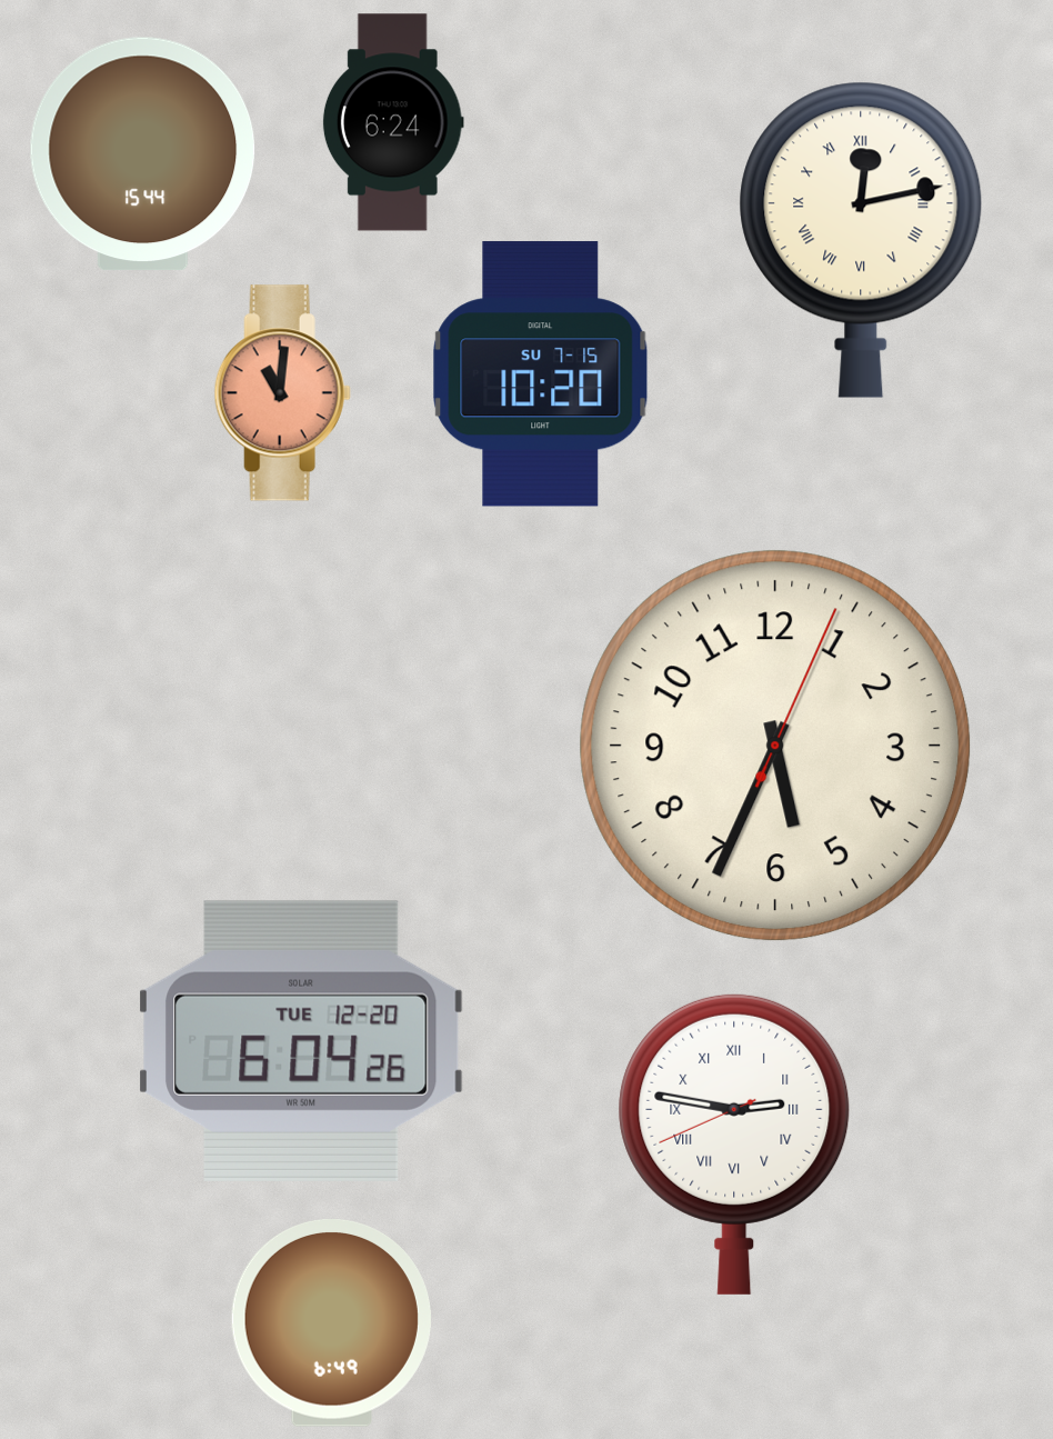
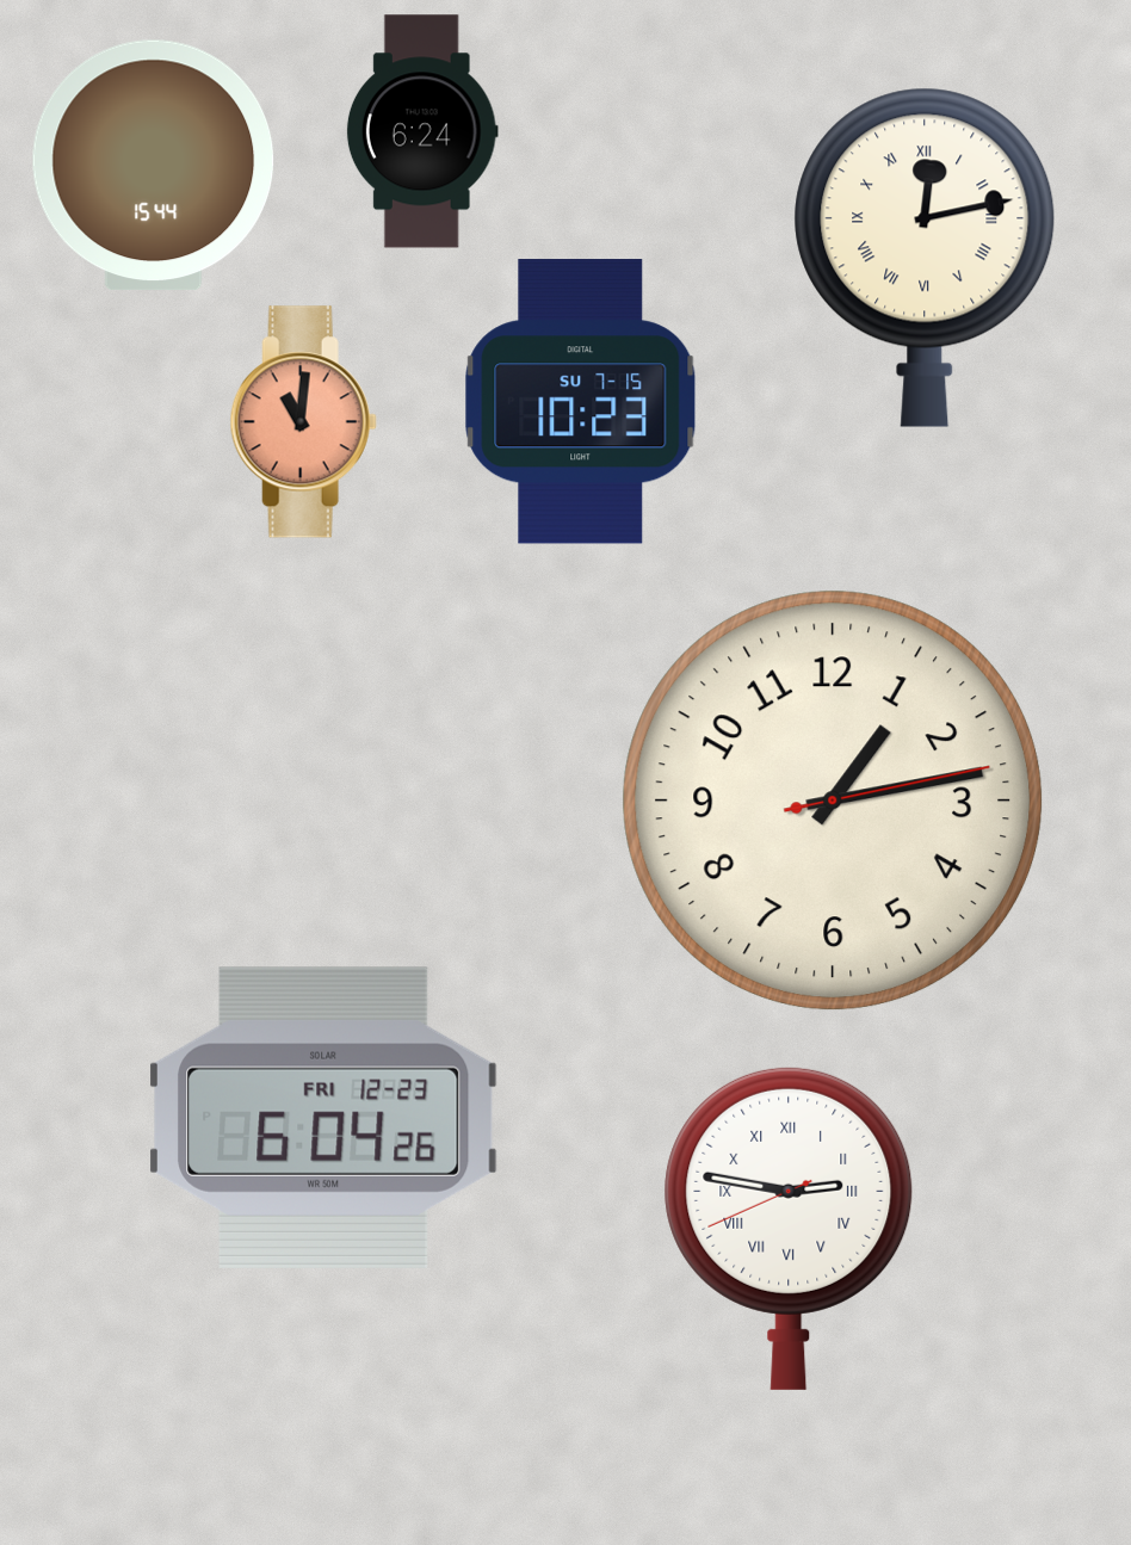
clock at (541, 374): 10:20 -> 10:23
clock at (775, 746): 5:34 -> 1:13
clock at (301, 1041) date: TUE 12-20 -> FRI 12-23
clock at (331, 1323): 6:49 -> none
